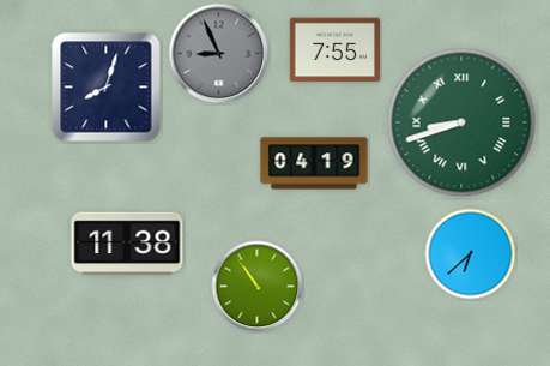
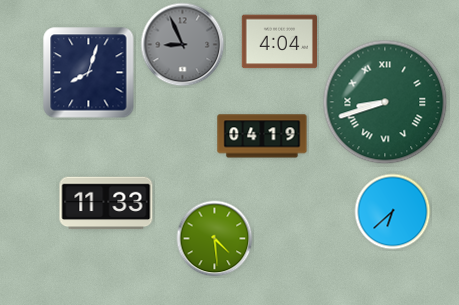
clock at (334, 50): 7:55 -> 4:04
clock at (127, 244): 11:38 -> 11:33
clock at (258, 287): 10:54 -> 4:29
